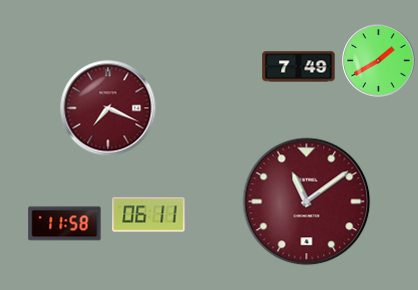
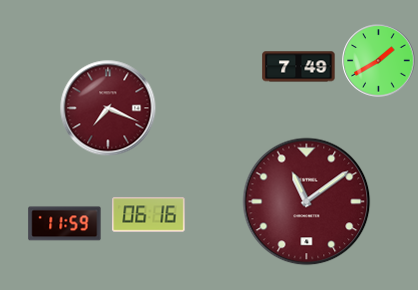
clock at (149, 215): 06:11 -> 06:16
clock at (65, 224): 11:58 -> 11:59
